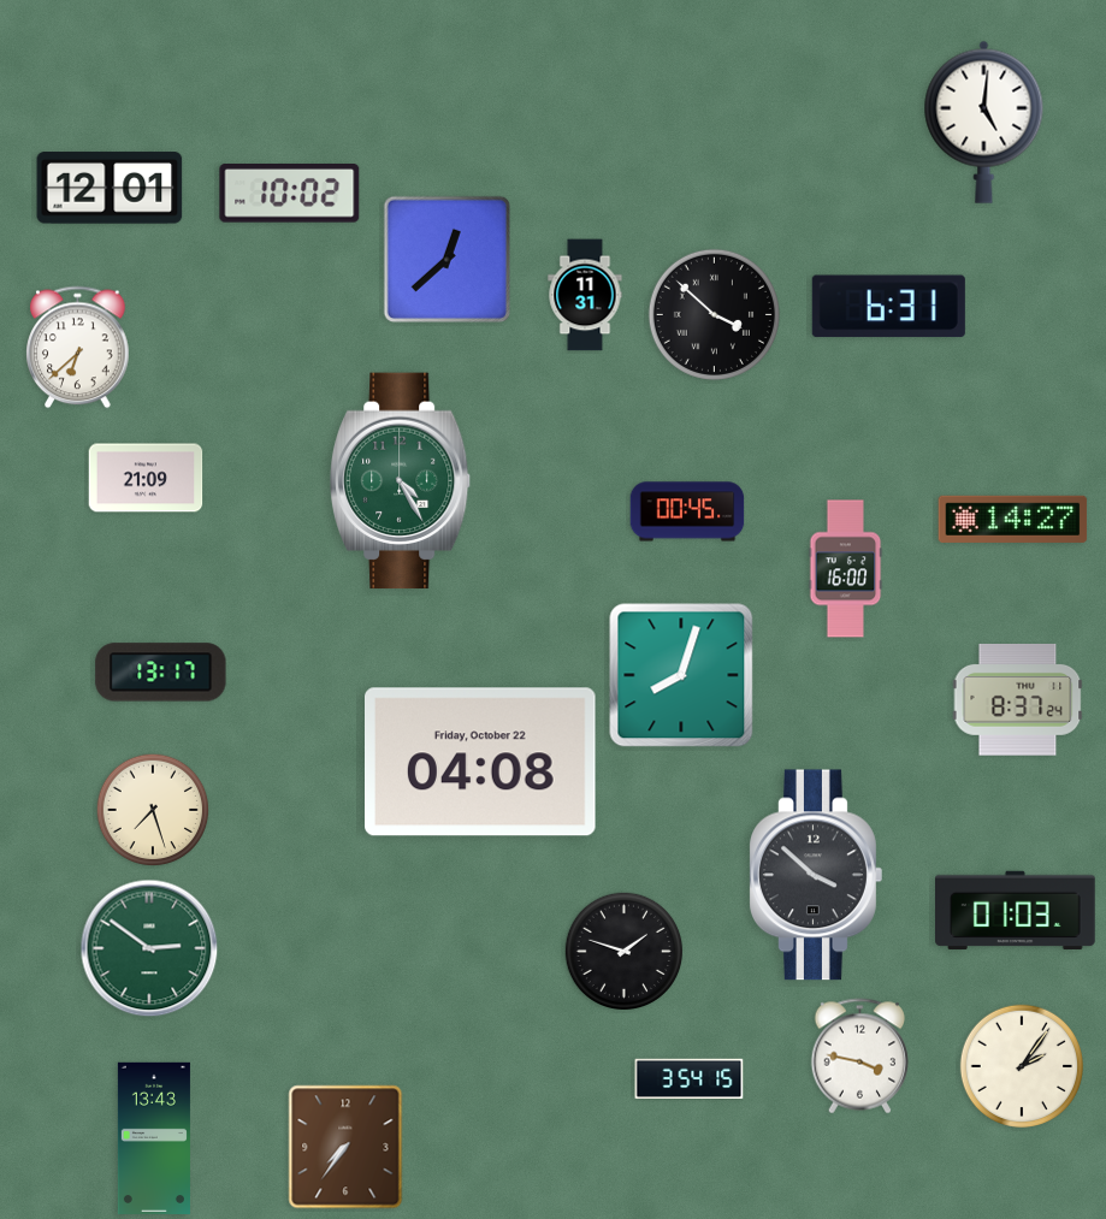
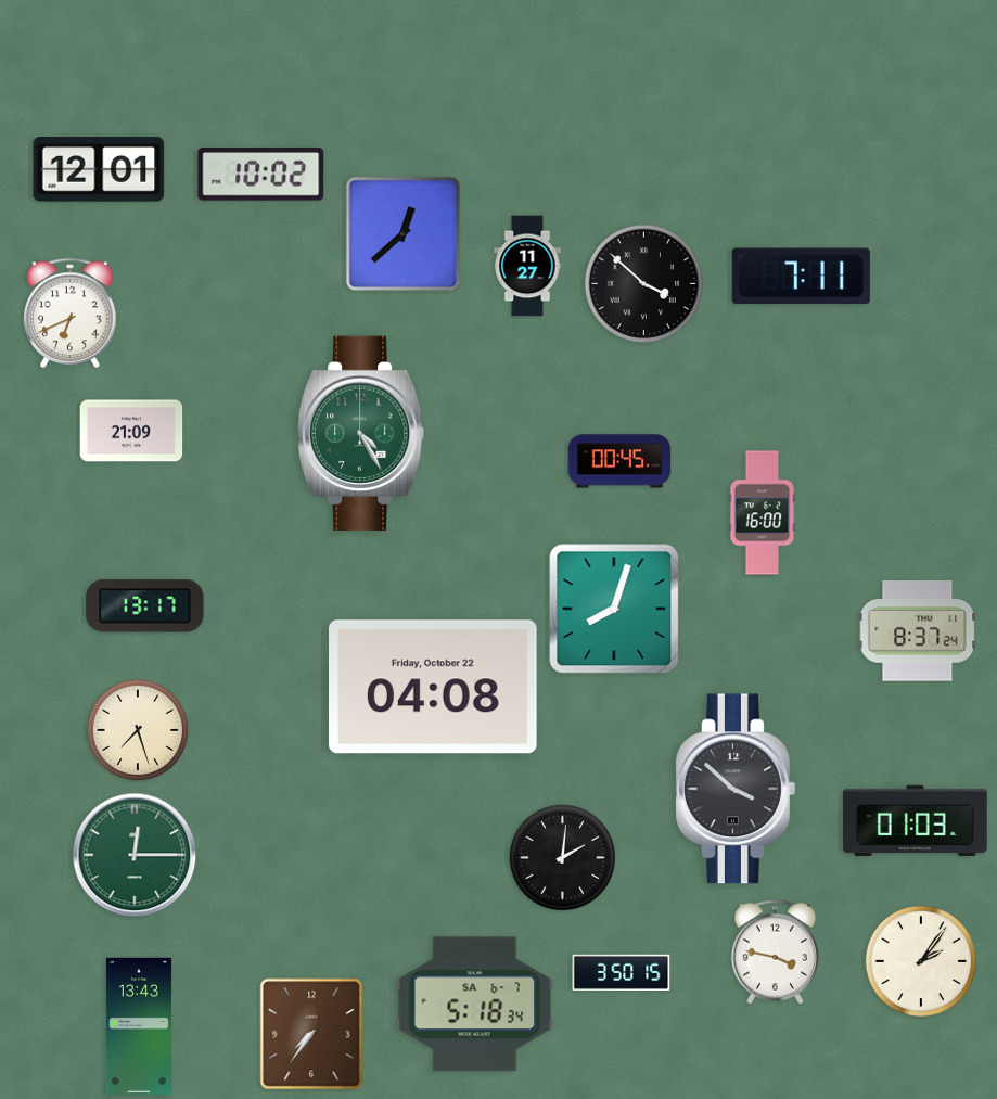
clock at (984, 122): 5:01 -> none
clock at (585, 295): 11:31 -> 11:27
clock at (888, 307): 6:31 -> 7:11
clock at (78, 348): 6:38 -> 6:41
clock at (1013, 519): 14:27 -> none
clock at (149, 948): 2:51 -> 12:15
clock at (623, 951): 1:48 -> 2:01
clock at (690, 1079): 3:54 -> 3:50
clock at (475, 1005): none -> 5:18
